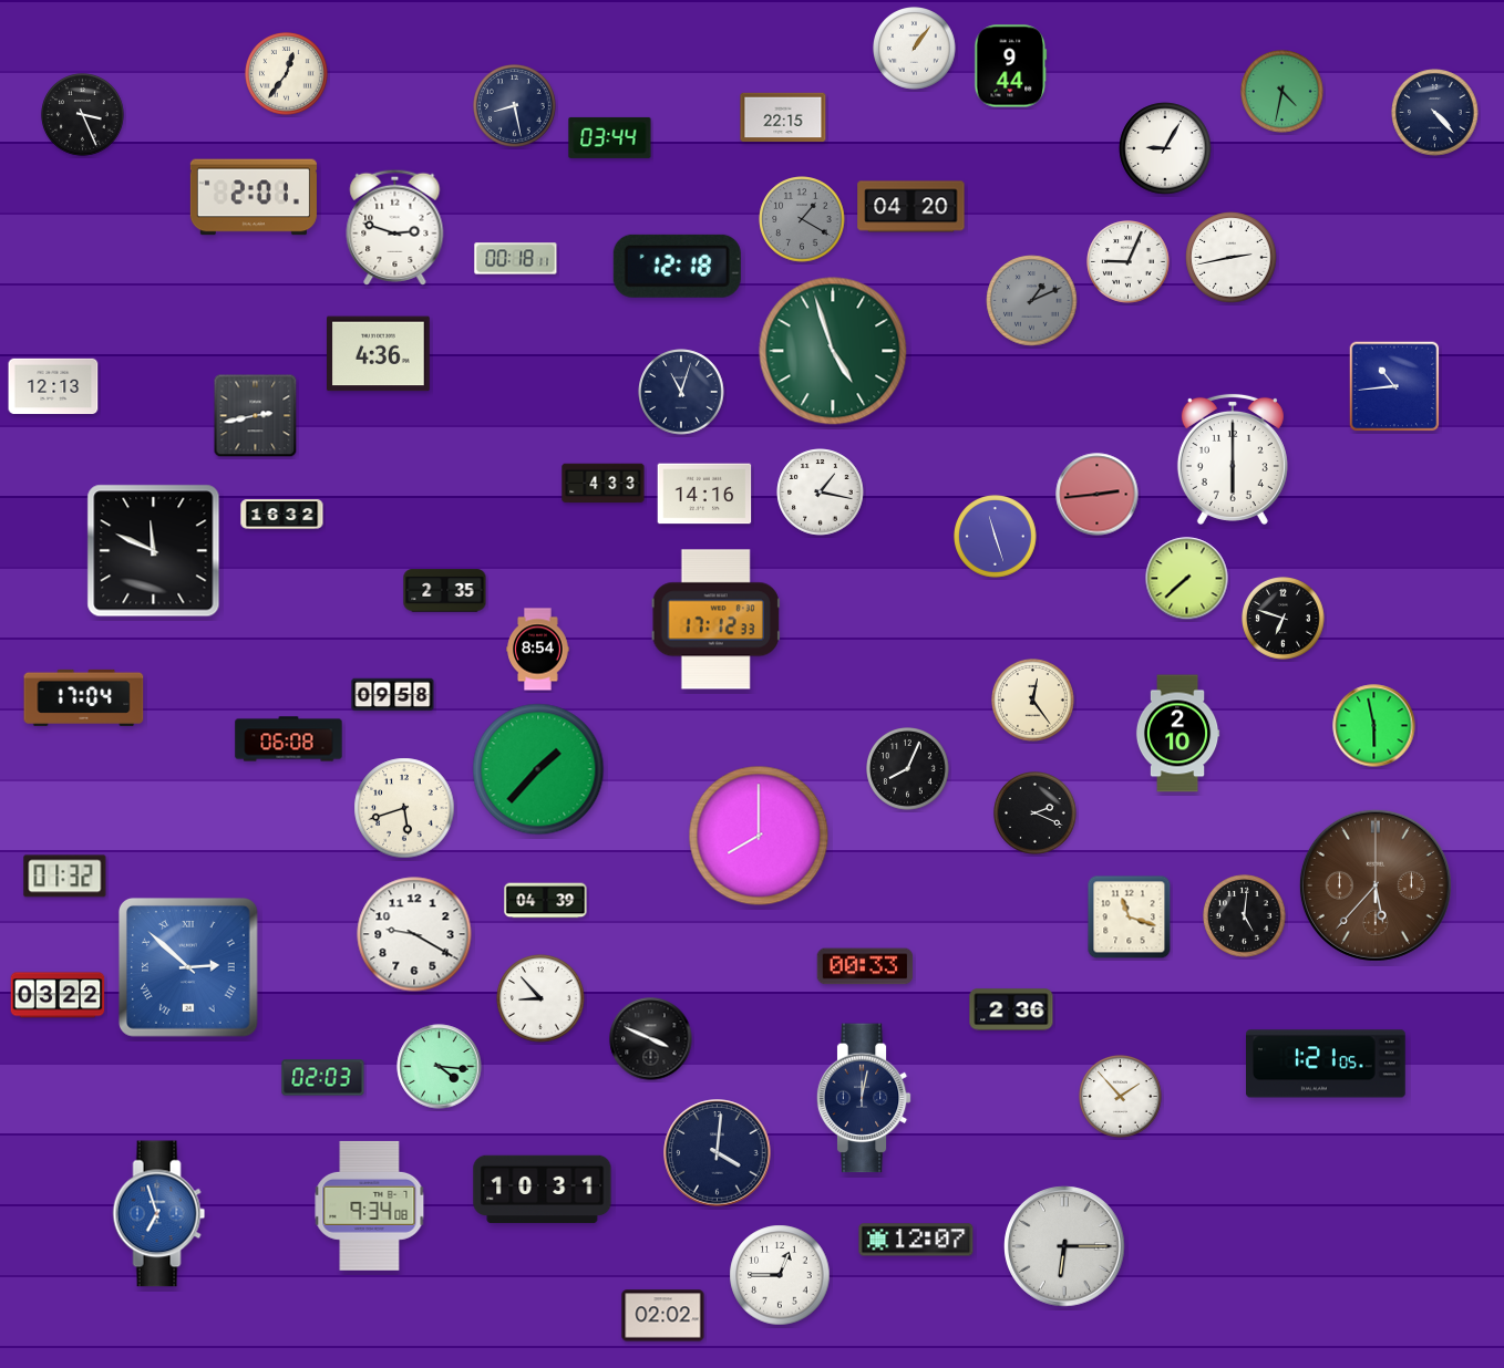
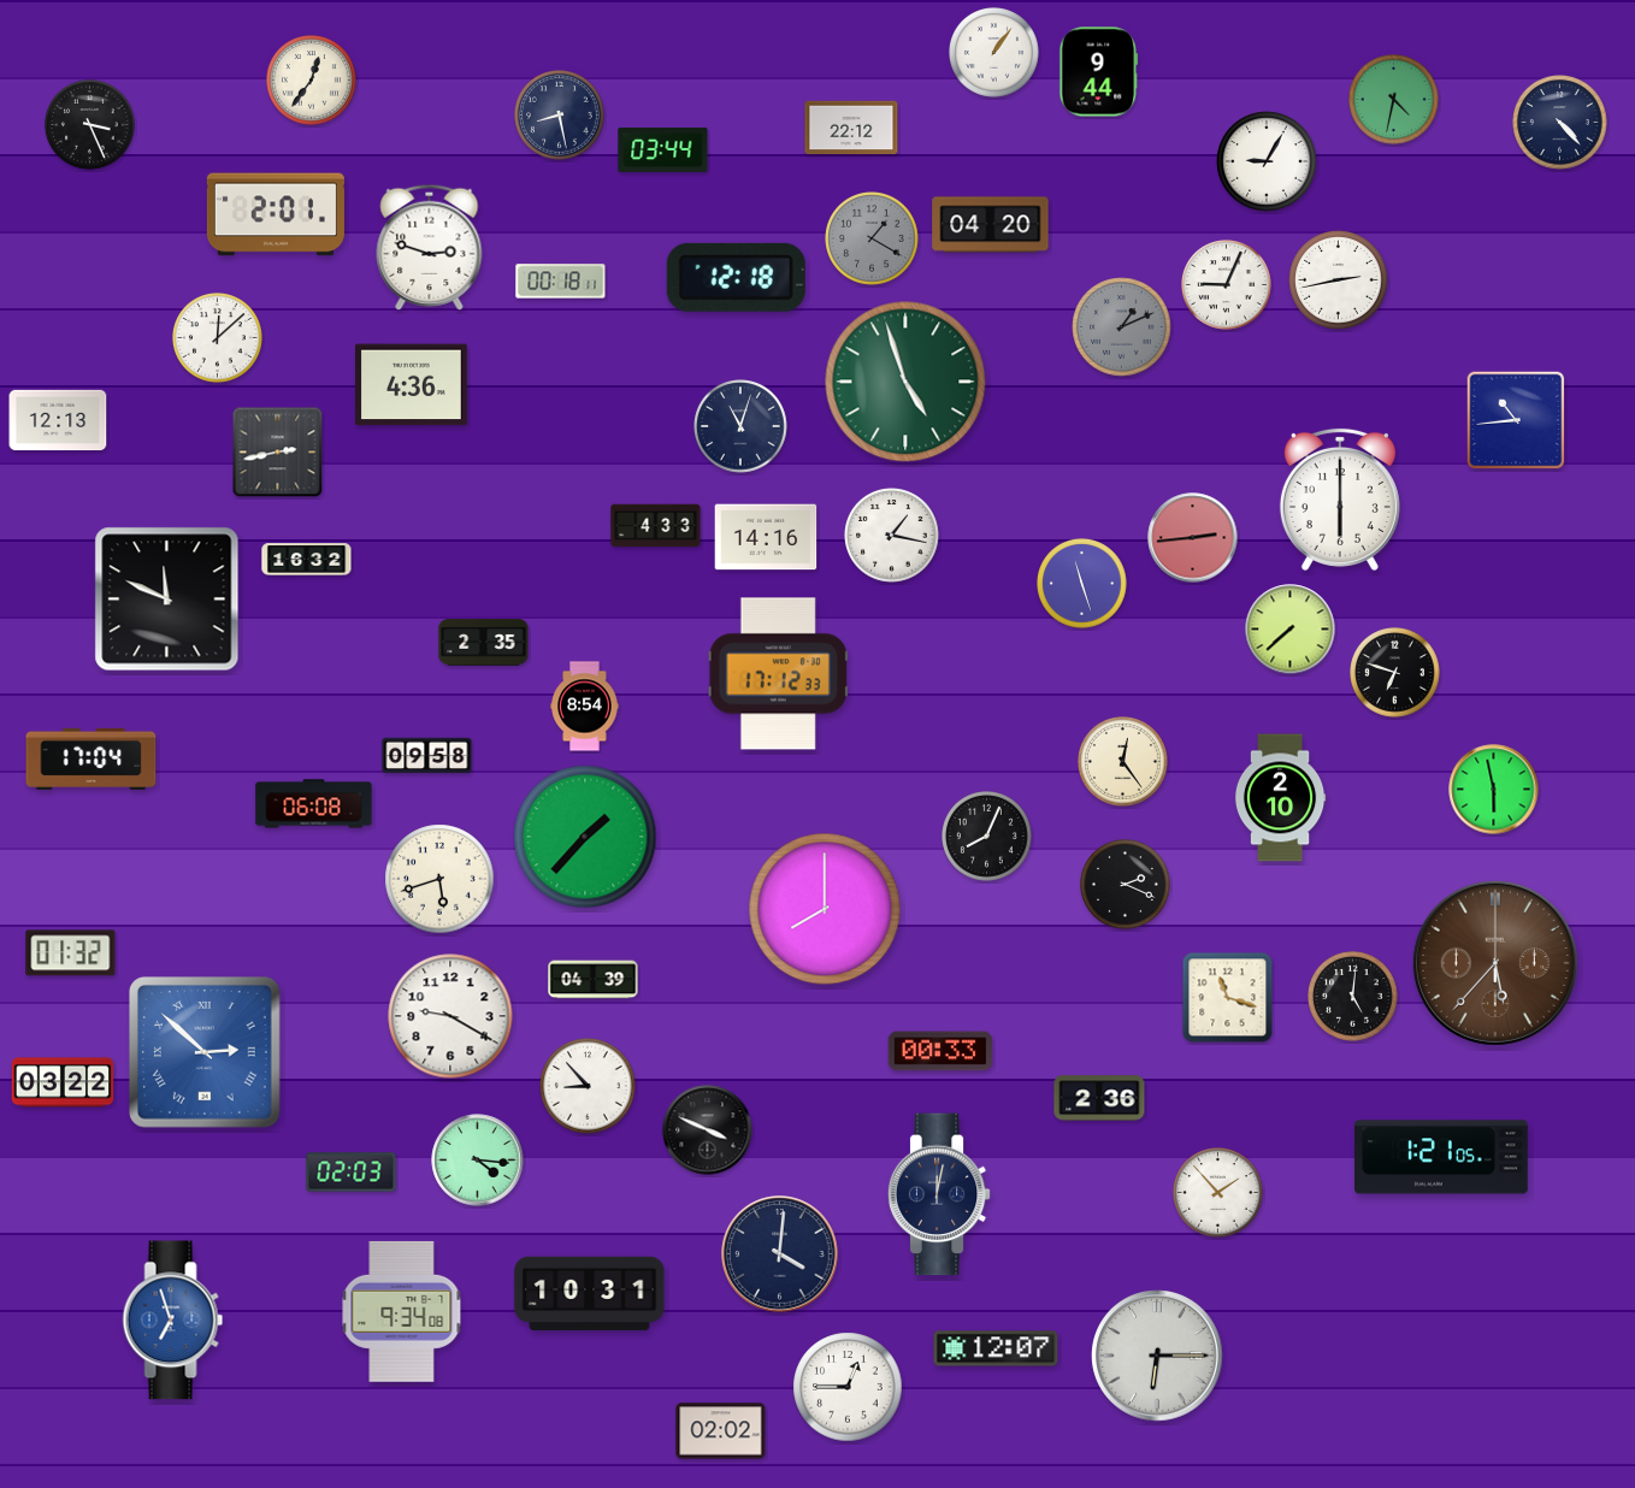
clock at (783, 117): 22:15 -> 22:12
clock at (677, 266) position: (677, 266) -> (736, 277)
clock at (218, 338): none -> 12:08
